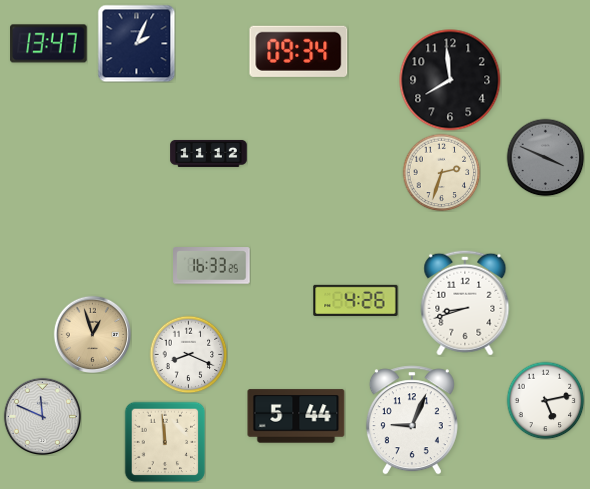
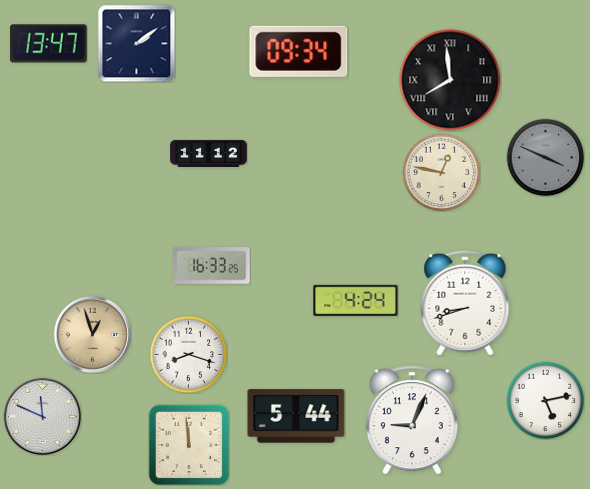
clock at (136, 43): 2:04 -> 2:09
clock at (450, 80) numerals: Arabic -> Roman
clock at (441, 172): 2:33 -> 12:47
clock at (356, 300): 4:26 -> 4:24
clock at (188, 354): 8:19 -> 8:18
clock at (165, 442) position: (165, 442) -> (189, 445)
